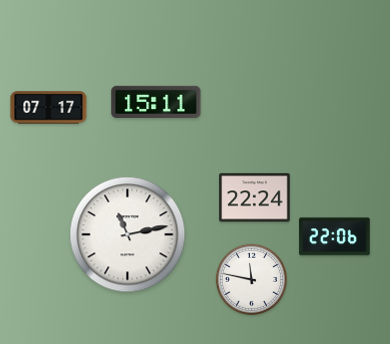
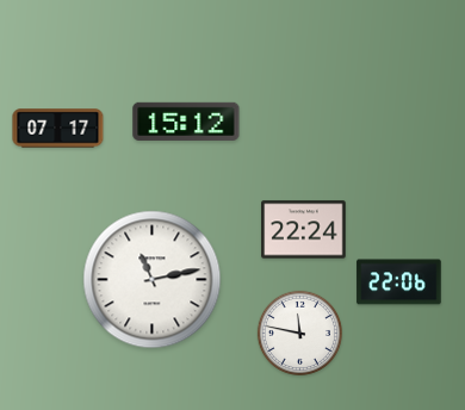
clock at (156, 102): 15:11 -> 15:12
clock at (255, 198) position: (255, 198) -> (304, 230)
